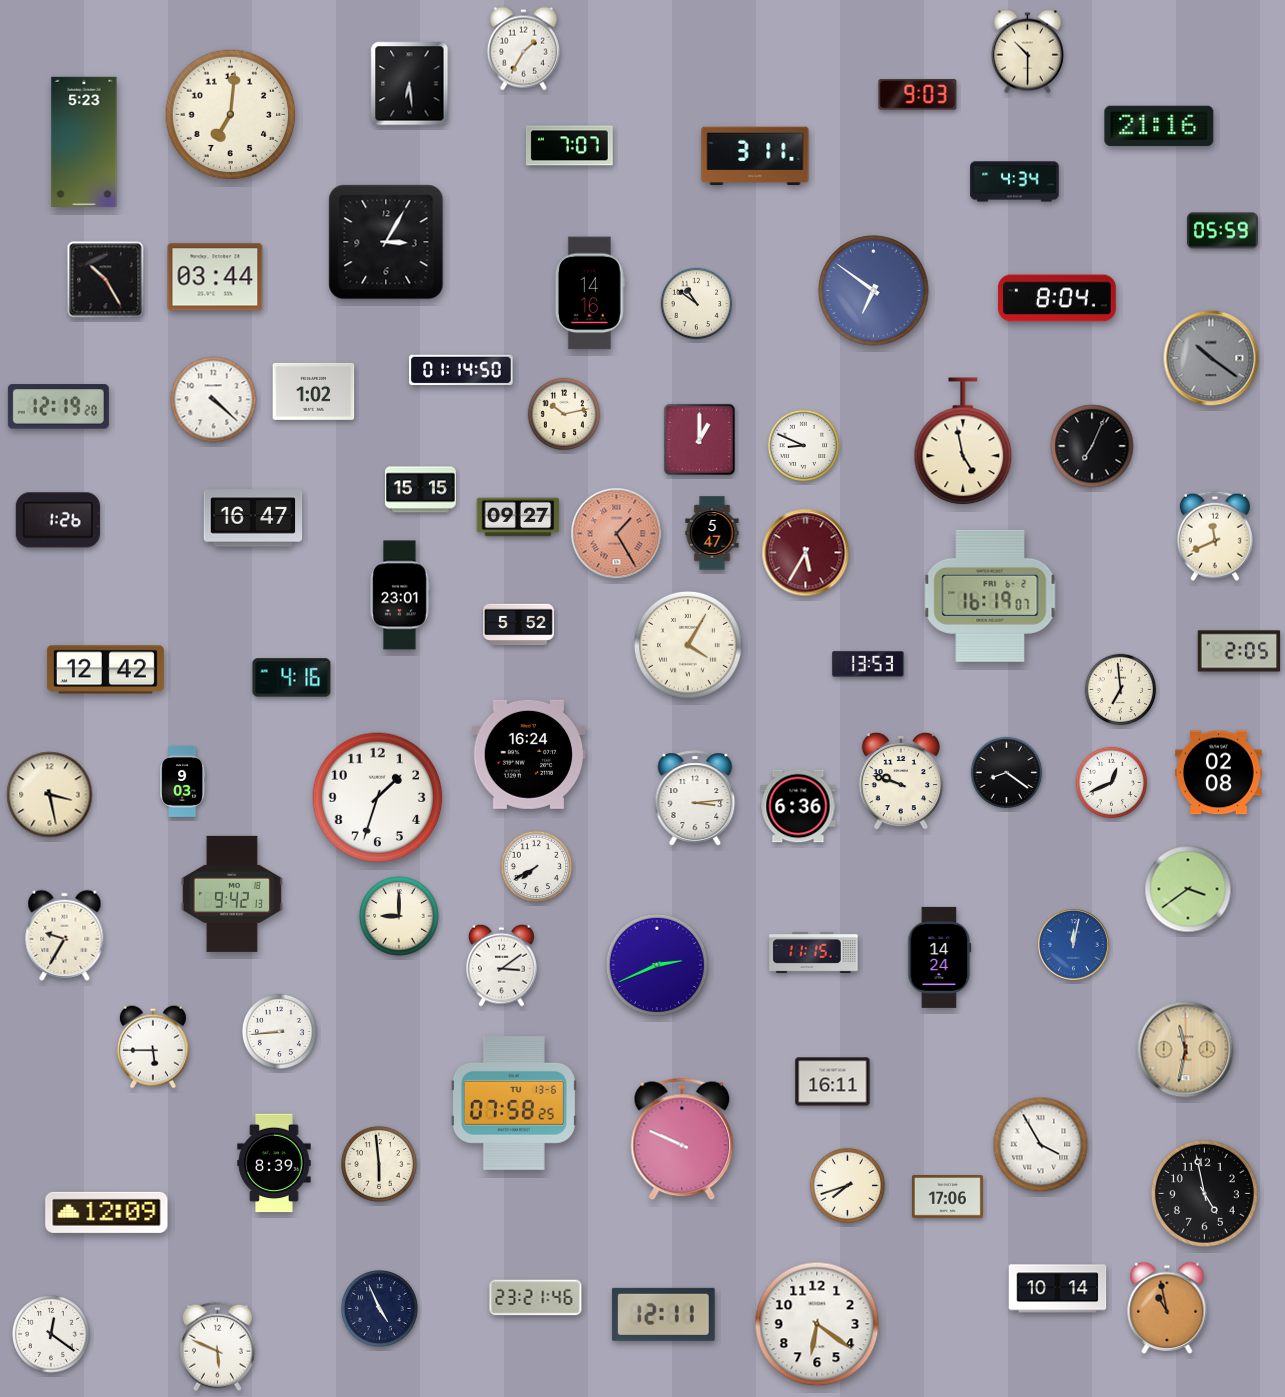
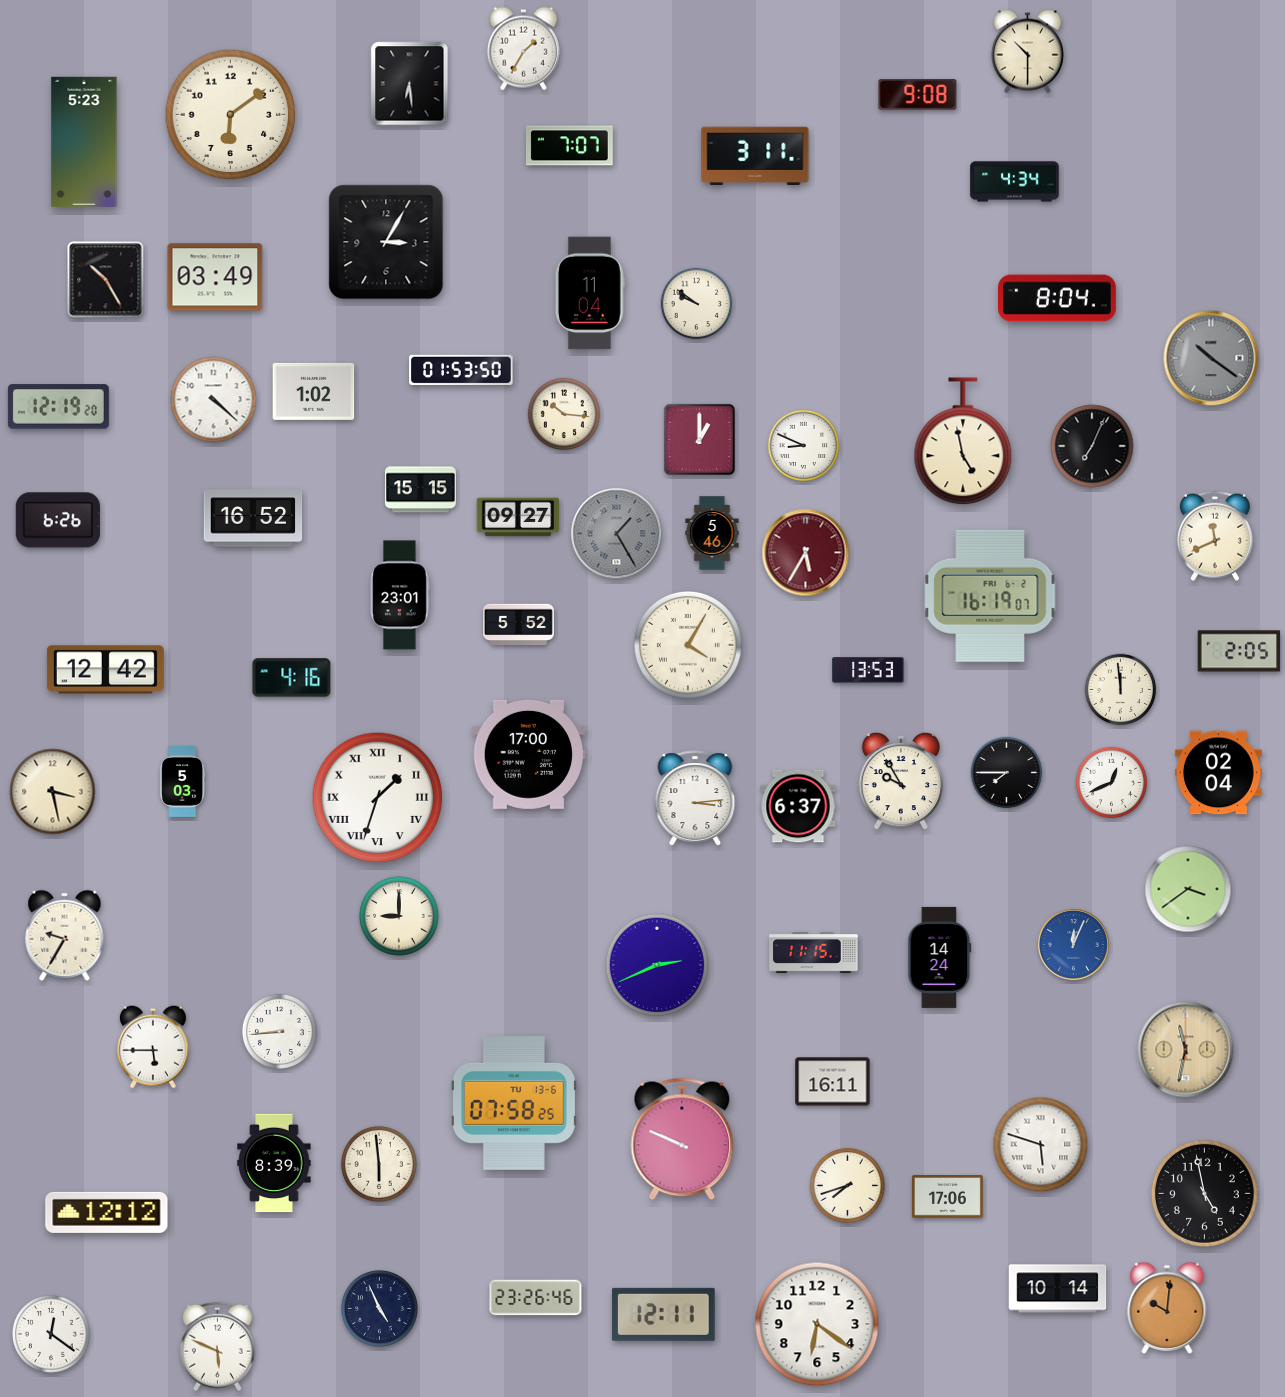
clock at (918, 95): 9:03 -> 9:08
clock at (231, 115): 7:01 -> 6:09
clock at (1159, 126): 21:16 -> none
clock at (1223, 231): 05:59 -> none
clock at (215, 277): 03:44 -> 03:49
clock at (874, 291): 6:51 -> none
clock at (590, 293): 14:16 -> 11:04
clock at (697, 304): 10:51 -> 9:51
clock at (461, 369): 01:14 -> 01:53
clock at (564, 414): 10:13 -> 10:16
clock at (253, 518): 16:47 -> 16:52
clock at (58, 520): 1:26 -> 6:26
clock at (712, 533): 5:47 -> 5:46
clock at (617, 534) dial: salmon -> grey
clock at (868, 665) position: (868, 665) -> (868, 671)
clock at (1121, 690): 6:59 -> 11:59
clock at (529, 754): 16:24 -> 17:00
clock at (1007, 773): 8:21 -> 7:45
clock at (1219, 773): 02:08 -> 02:04
clock at (901, 781): 9:48 -> 9:55
clock at (183, 782): 9:03 -> 5:03
clock at (50, 795) position: (50, 795) -> (53, 792)
clock at (378, 798) numerals: Arabic -> Roman
clock at (798, 806): 6:36 -> 6:37
clock at (537, 867): 7:40 -> none
clock at (232, 894): 9:42 -> none
clock at (1074, 945): 12:02 -> 12:04
clock at (502, 965): 3:09 -> none
clock at (1041, 1145): 3:55 -> 5:48
clock at (107, 1212): 12:09 -> 12:12
clock at (536, 1298): 23:21 -> 23:26
clock at (1167, 1308): 10:58 -> 10:01
